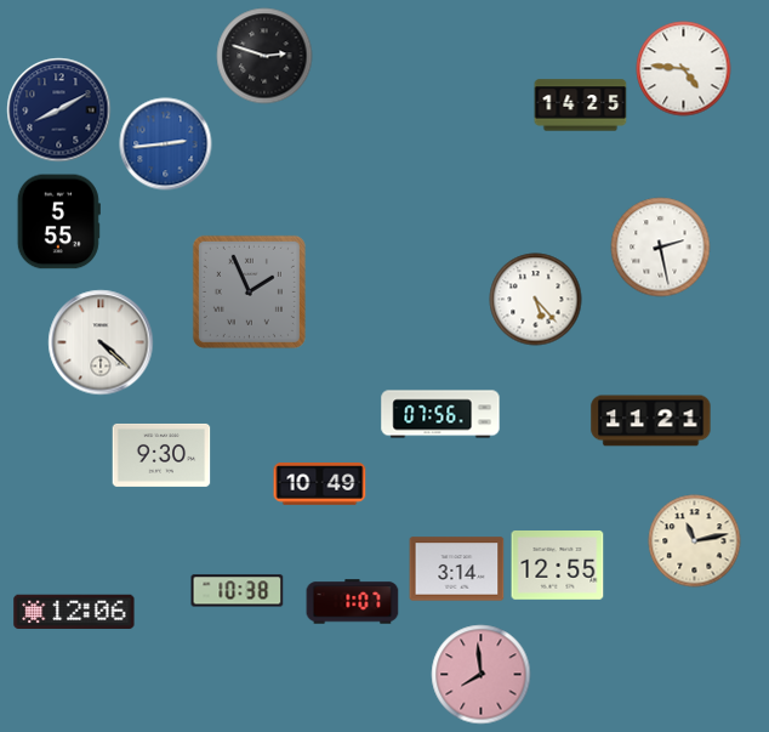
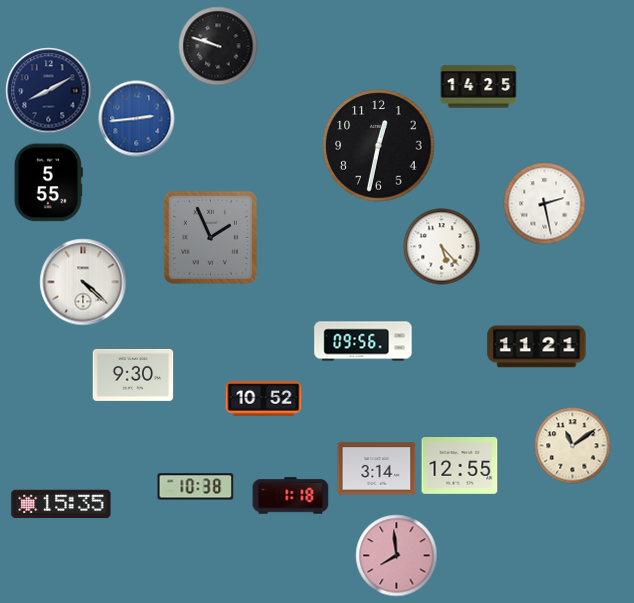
clock at (264, 56): 2:48 -> 9:48
clock at (684, 69): 4:46 -> none
clock at (379, 146): none -> 12:32
clock at (249, 291) position: (249, 291) -> (210, 237)
clock at (440, 414): 07:56 -> 09:56
clock at (320, 484): 10:49 -> 10:52
clock at (695, 541): 11:13 -> 11:09
clock at (353, 602): 1:07 -> 1:18
clock at (74, 612): 12:06 -> 15:35
